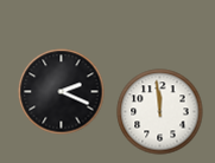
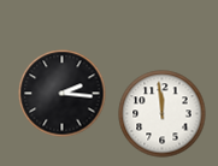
clock at (62, 92): 2:19 -> 2:16
